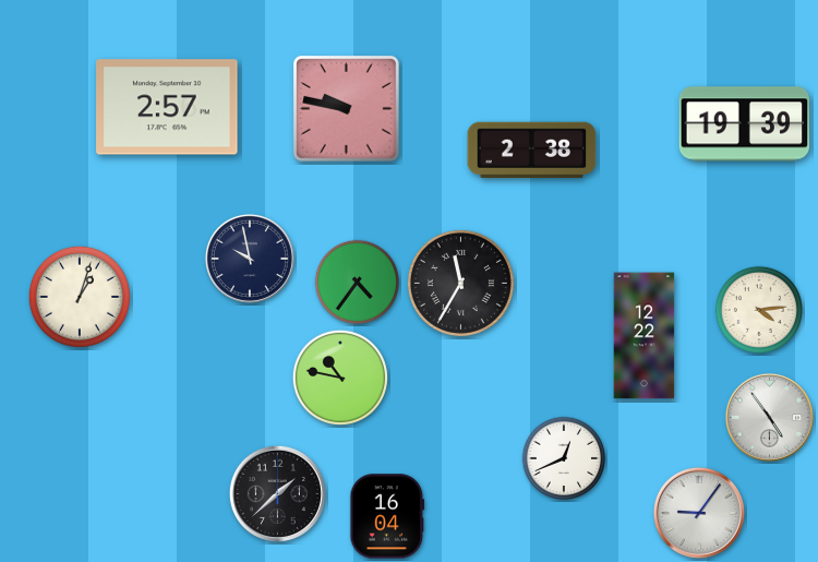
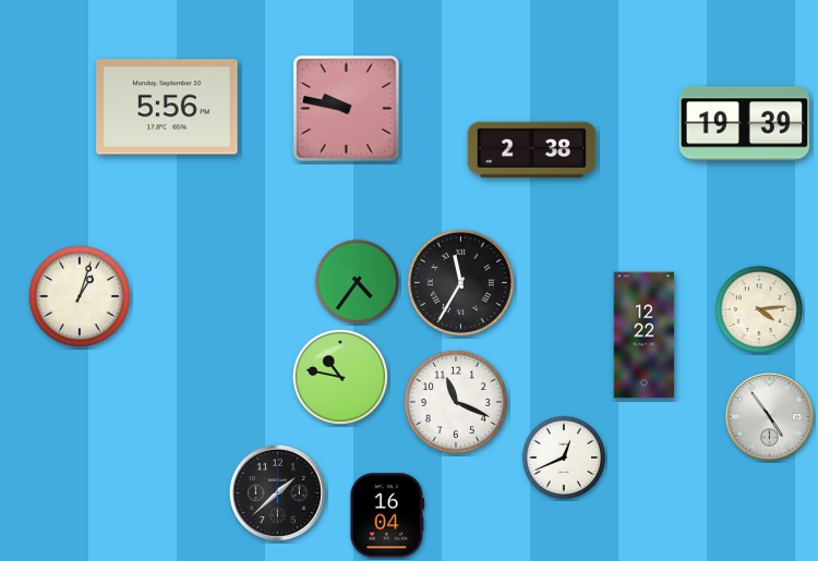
clock at (167, 107): 2:57 -> 5:56
clock at (250, 259): 9:58 -> none
clock at (456, 402): none -> 11:19
clock at (699, 513): 9:06 -> none
